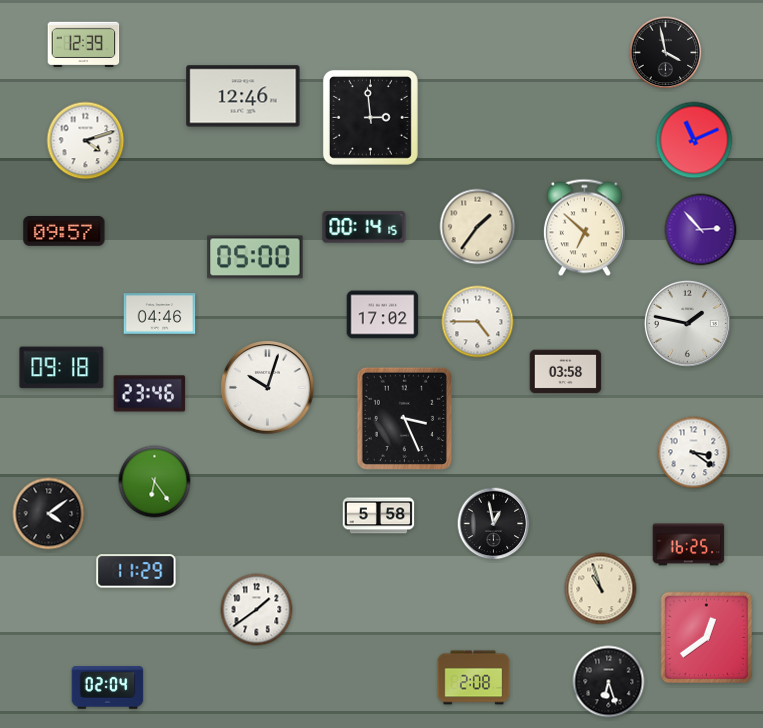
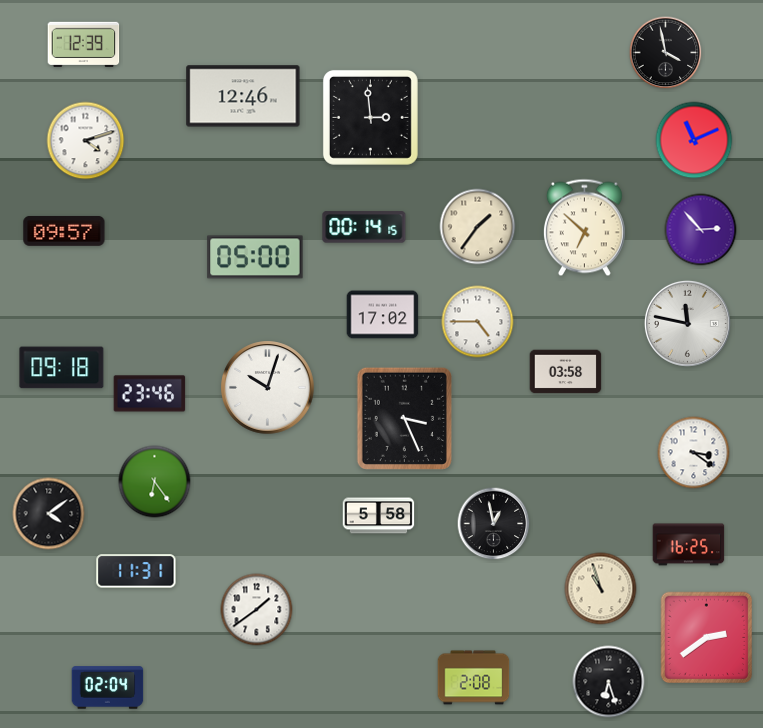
clock at (160, 314): 04:46 -> none
clock at (687, 323): 1:47 -> 11:47
clock at (136, 571): 11:29 -> 11:31
clock at (707, 638): 12:39 -> 2:39
